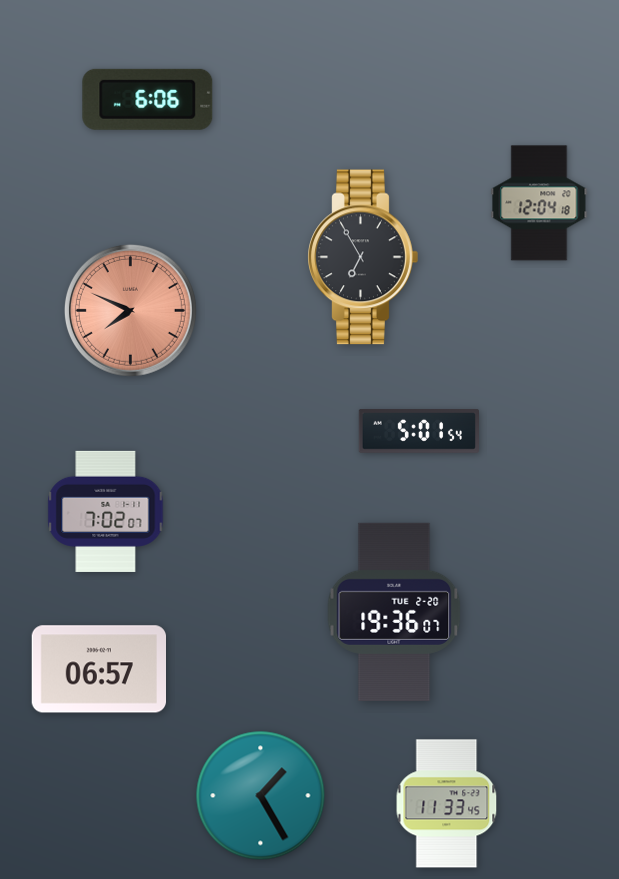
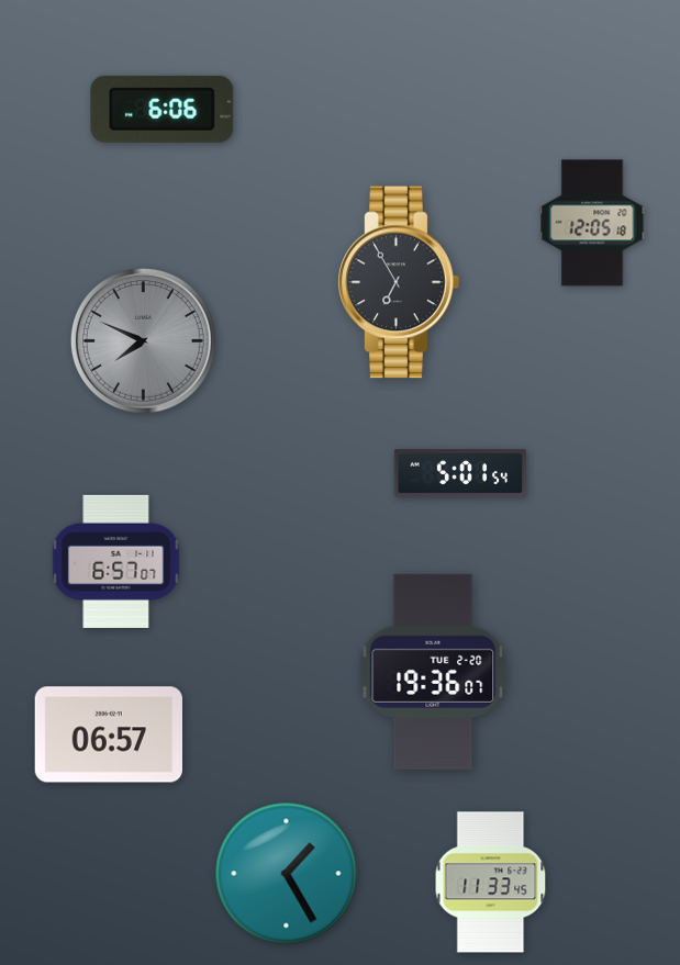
clock at (539, 203): 12:04 -> 12:05
clock at (130, 310) dial: salmon -> grey
clock at (106, 511): 7:02 -> 6:57
